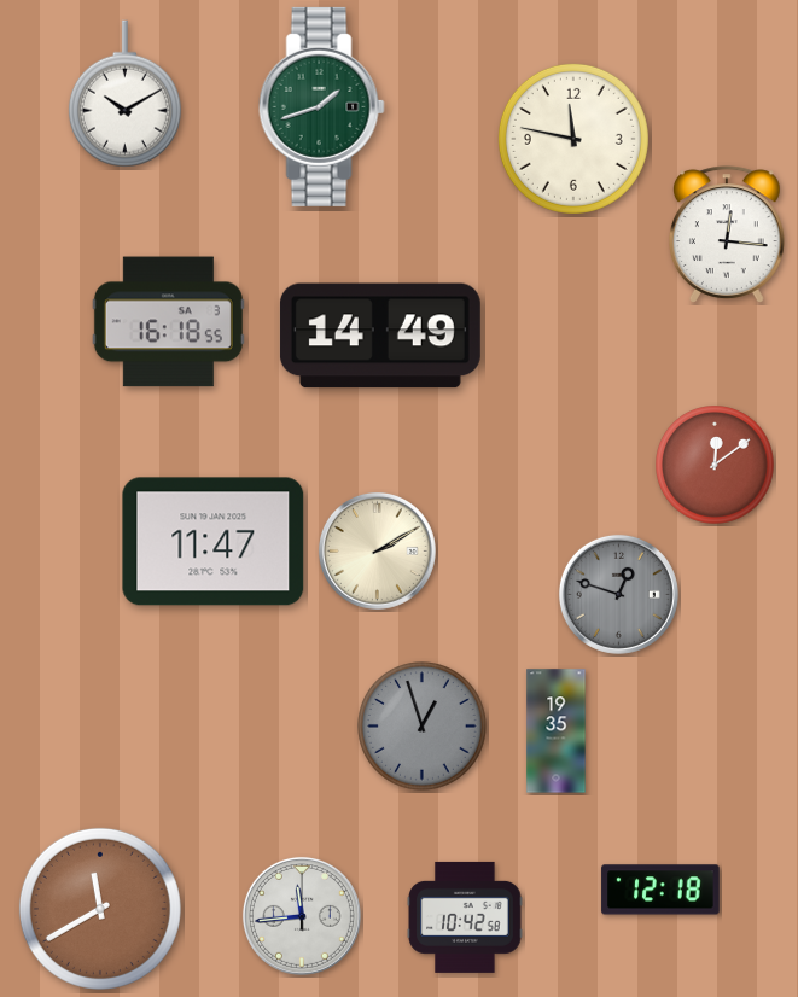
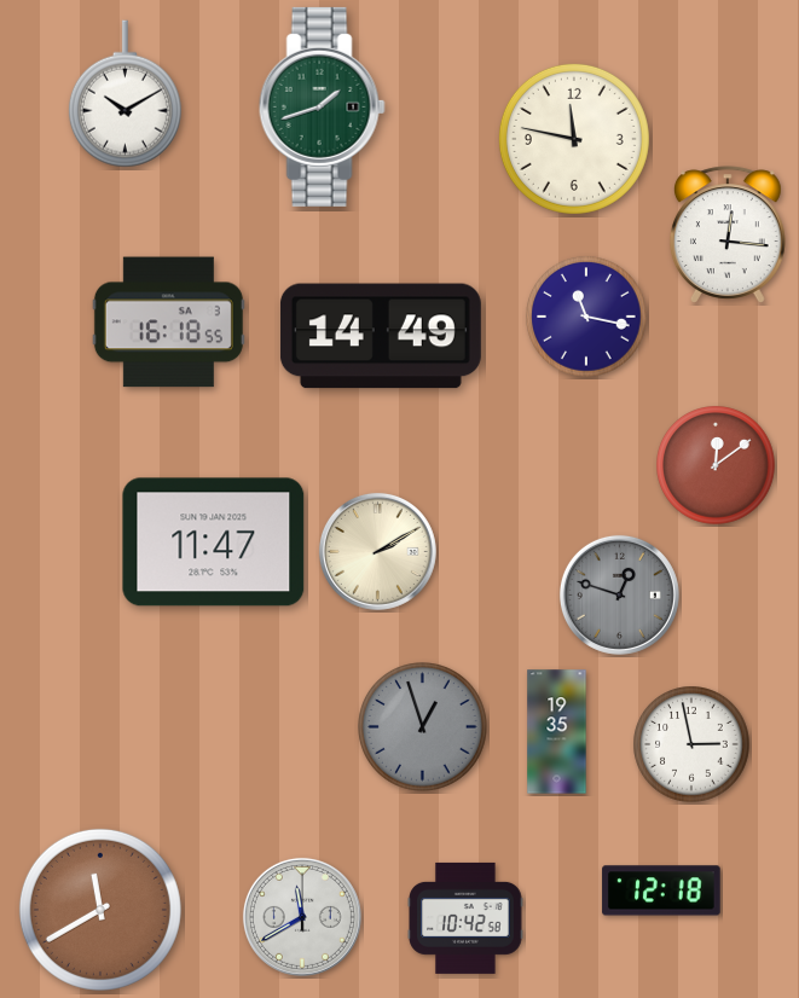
clock at (586, 317): none -> 11:17
clock at (691, 744): none -> 2:58
clock at (302, 916): 11:44 -> 11:40
